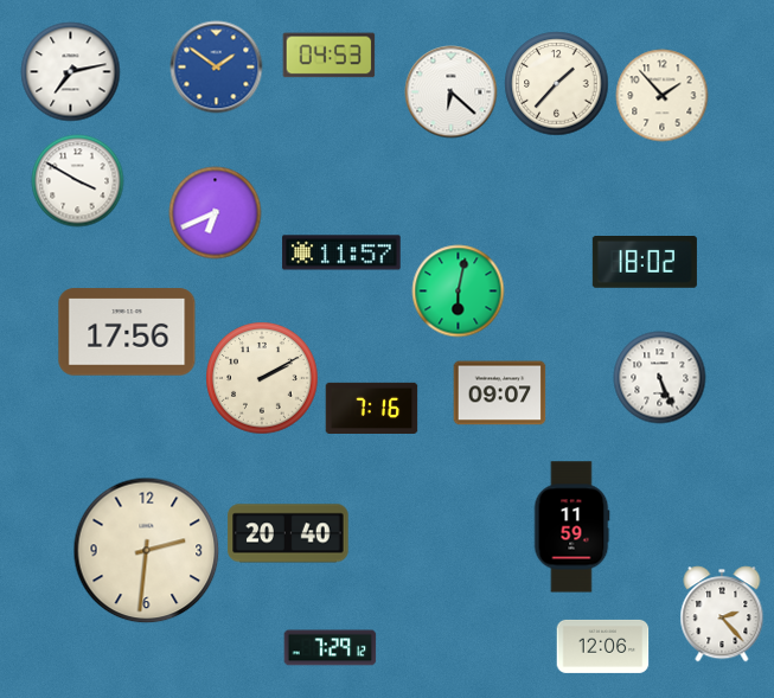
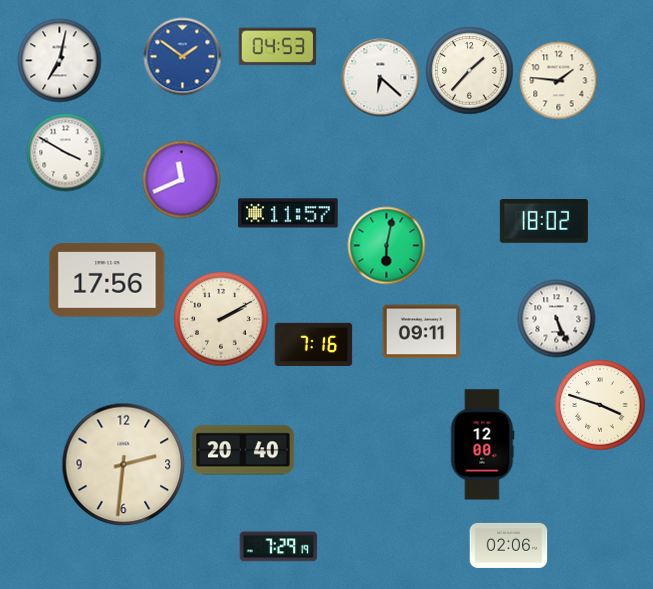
clock at (70, 71): 7:13 -> 7:02
clock at (661, 95): 1:53 -> 1:46
clock at (215, 212): 6:41 -> 11:41
clock at (499, 393): 09:07 -> 09:11
clock at (600, 405): none -> 3:48
clock at (571, 527): 11:59 -> 12:00
clock at (722, 614): 2:23 -> none
clock at (602, 646): 12:06 -> 02:06
clock at (330, 648): 7:29:12 -> 7:29:19
